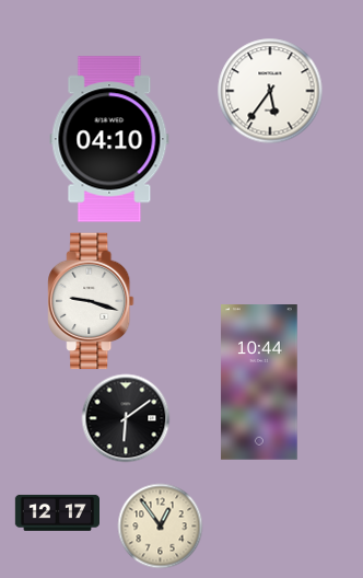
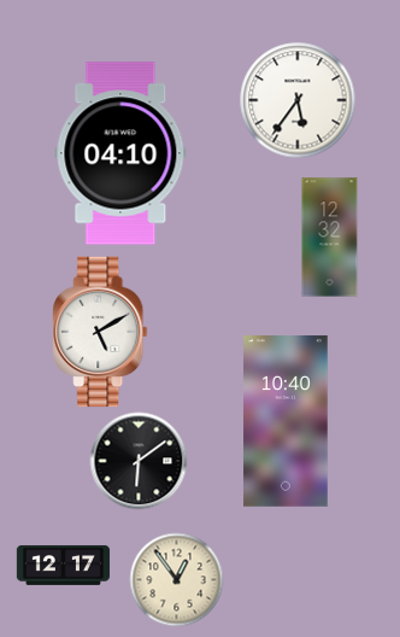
clock at (330, 238): none -> 12:32
clock at (91, 301): 9:18 -> 5:10
clock at (259, 383): 10:44 -> 10:40
